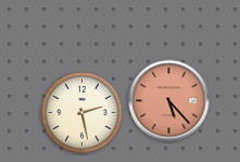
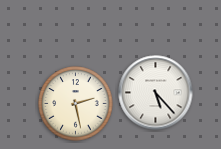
clock at (169, 101) dial: salmon -> white
